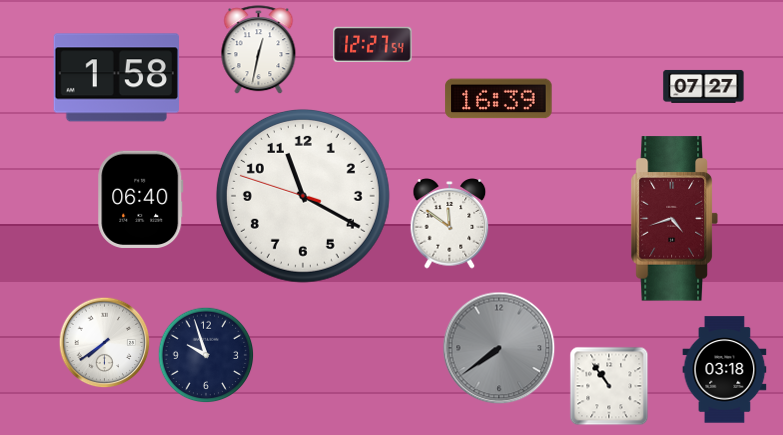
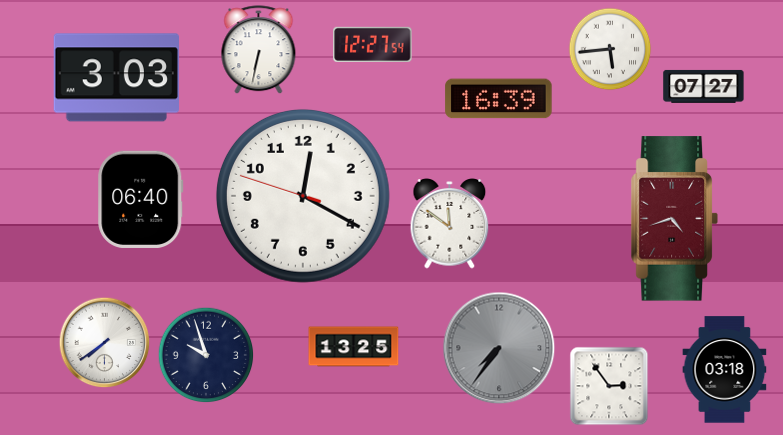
clock at (610, 49): none -> 5:44
clock at (259, 50): 12:32 -> 6:32
clock at (116, 78): 1:58 -> 3:03
clock at (303, 196): 11:19 -> 12:19
clock at (354, 347): none -> 13:25
clock at (499, 348): 7:39 -> 7:36
clock at (609, 386): 10:54 -> 2:54
